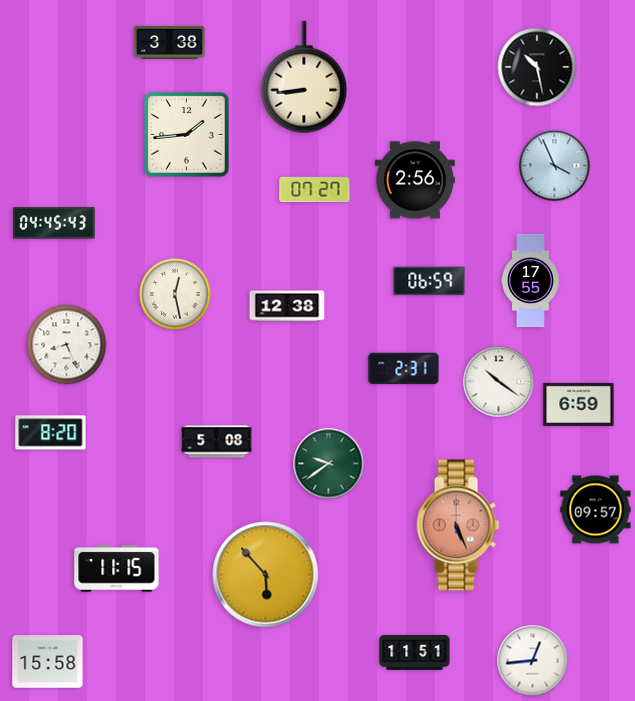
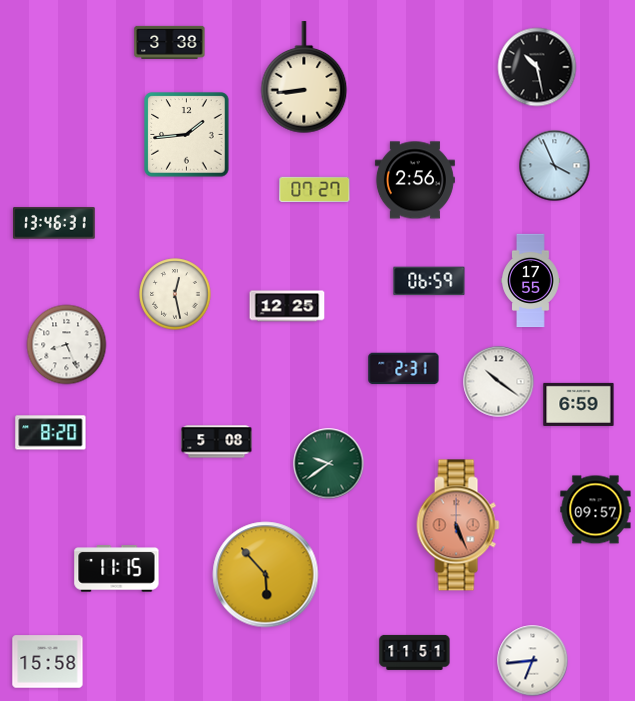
clock at (55, 223): 04:45 -> 13:46
clock at (287, 306): 12:38 -> 12:25
clock at (533, 661): 12:44 -> 6:44
